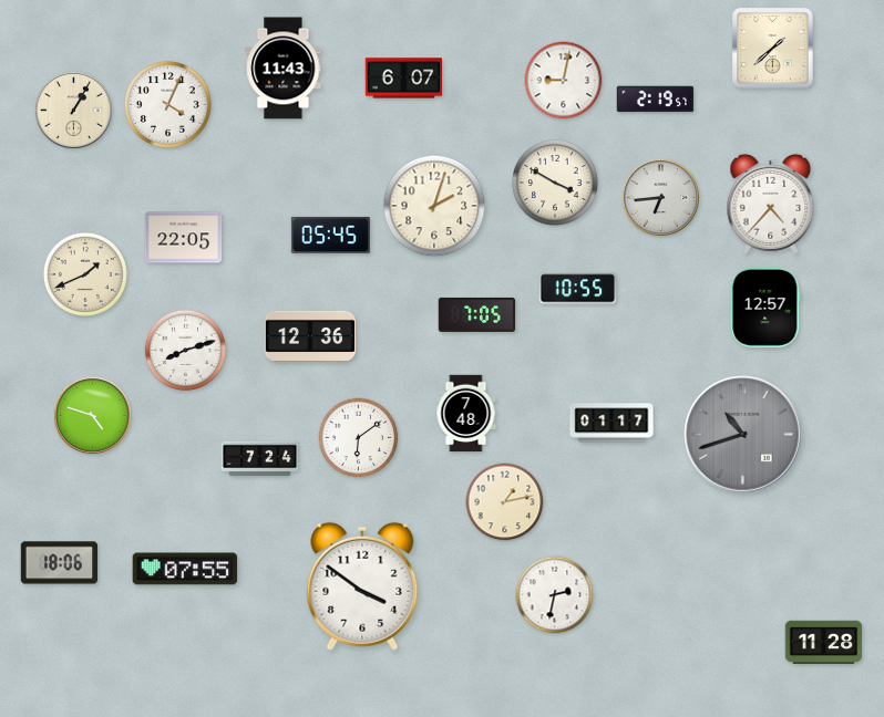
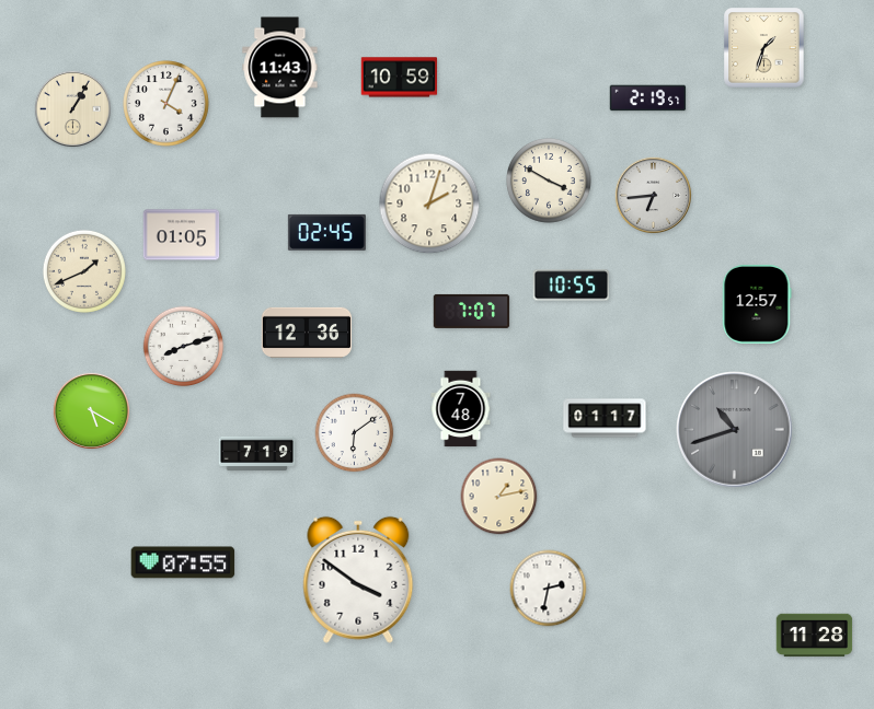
clock at (773, 49): 1:38 -> 1:33
clock at (404, 79): 6:07 -> 10:59
clock at (564, 81): 9:02 -> none
clock at (771, 204): 4:37 -> none
clock at (330, 235): 05:45 -> 02:45
clock at (184, 238): 22:05 -> 01:05
clock at (477, 314): 7:05 -> 7:07
clock at (92, 415): 4:48 -> 5:20
clock at (260, 459): 7:24 -> 7:19
clock at (60, 563): 18:06 -> none
